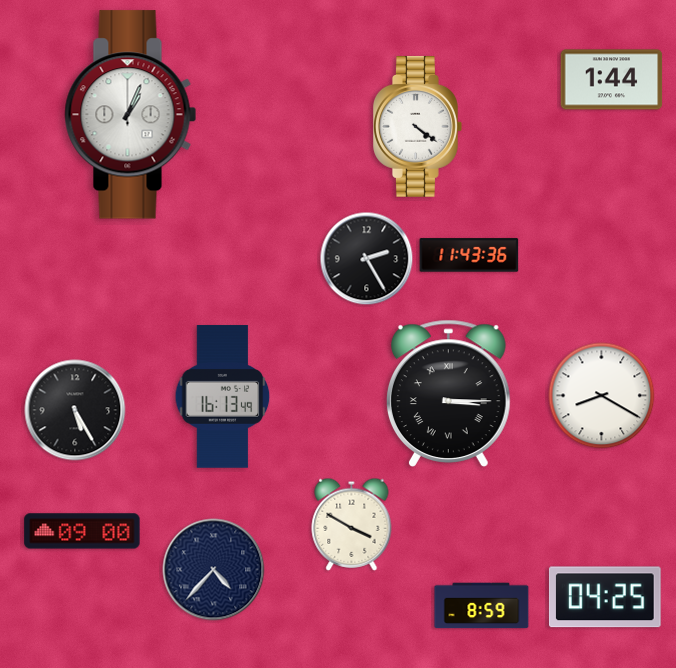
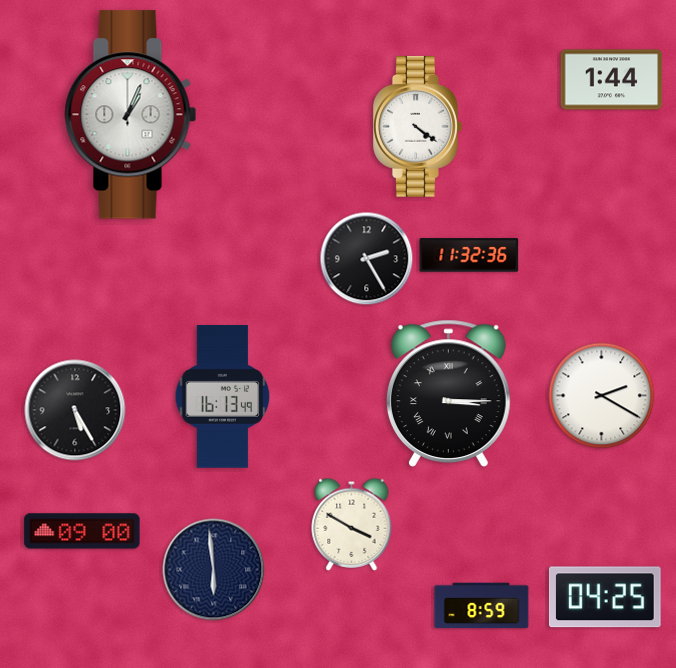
clock at (469, 255): 11:43 -> 11:32
clock at (602, 396): 8:20 -> 2:20
clock at (214, 570): 4:37 -> 5:59
